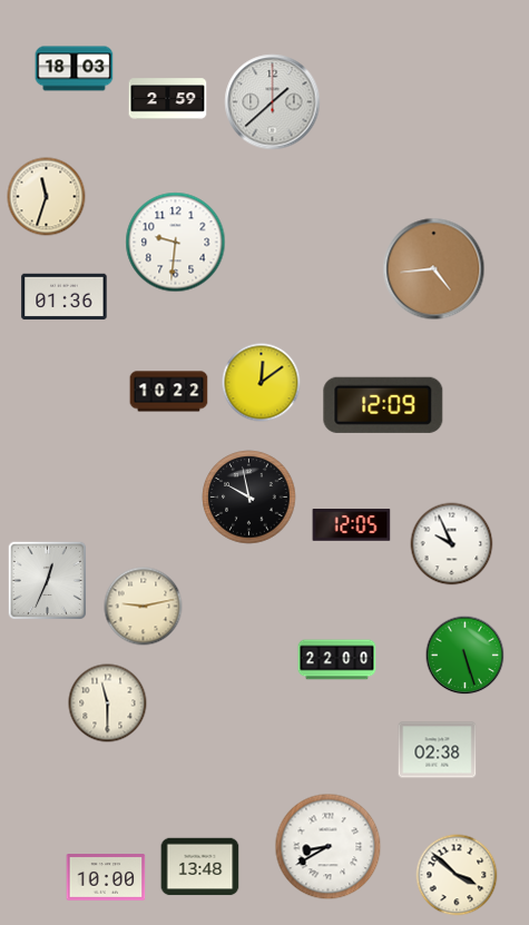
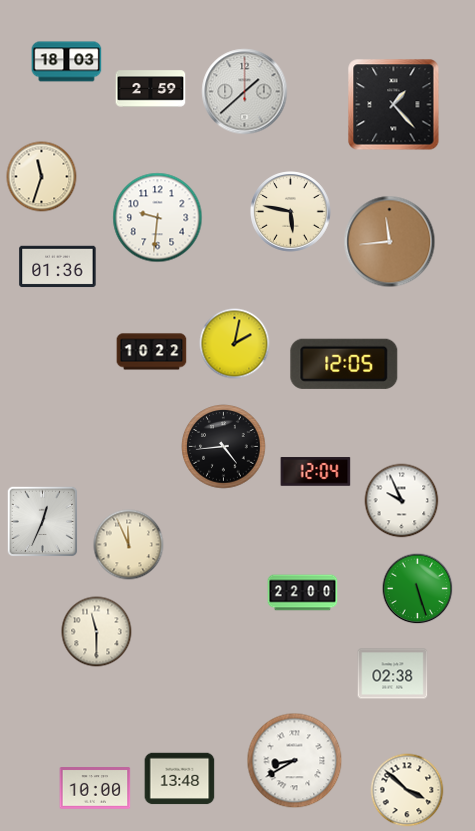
clock at (394, 105): none -> 1:23
clock at (291, 212): none -> 5:47
clock at (434, 269): 4:44 -> 11:44
clock at (262, 383): 12:09 -> 2:02
clock at (383, 405): 12:09 -> 12:05
clock at (249, 498): 9:58 -> 4:44
clock at (352, 525): 12:05 -> 12:04
clock at (452, 544) position: (452, 544) -> (402, 501)
clock at (144, 607): 9:13 -> 11:56
clock at (457, 875) position: (457, 875) -> (407, 790)
